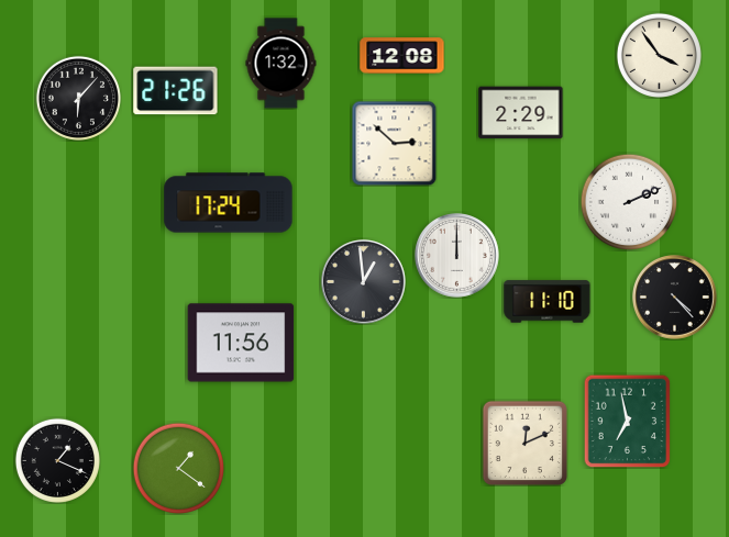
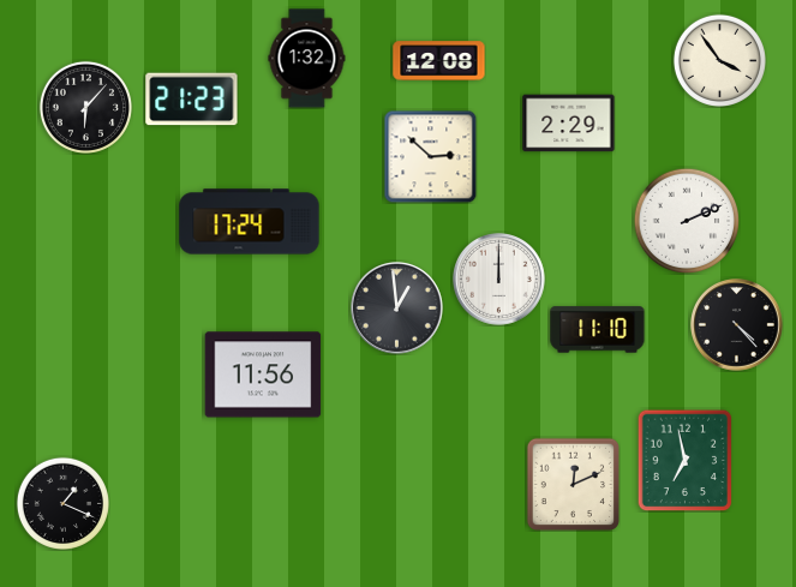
clock at (281, 64) position: (281, 64) -> (307, 59)
clock at (176, 91): 21:26 -> 21:23
clock at (178, 468): 1:21 -> none
